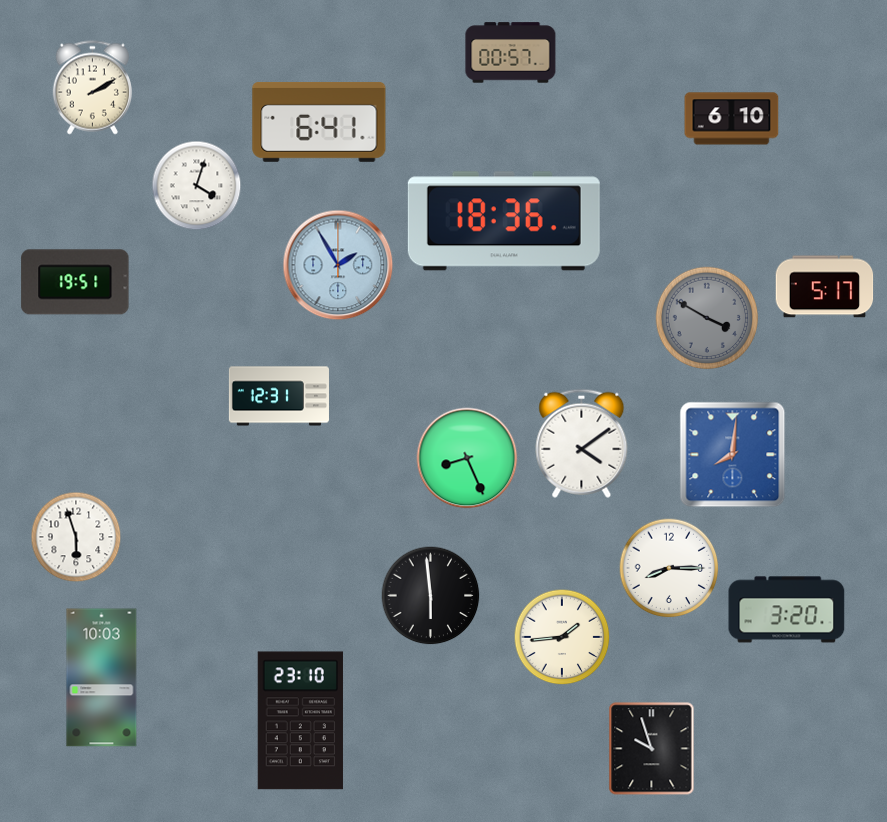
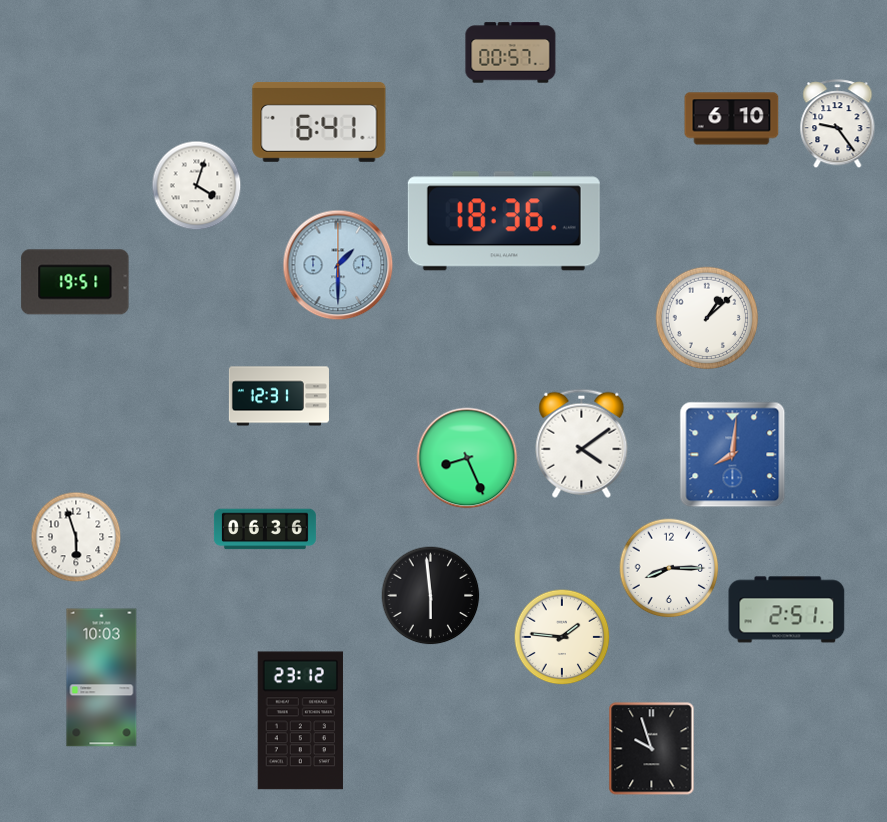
clock at (92, 88): 2:10 -> none
clock at (838, 124): none -> 9:24
clock at (338, 265): 1:55 -> 1:30
clock at (825, 287): 5:17 -> none
clock at (707, 318): 3:50 -> 1:08
clock at (707, 318) dial: grey -> white
clock at (265, 529): none -> 06:36
clock at (787, 610): 3:20 -> 2:51
clock at (562, 637): 1:44 -> 1:46
clock at (300, 721): 23:10 -> 23:12
